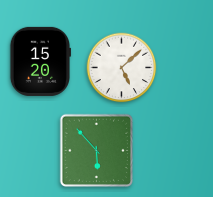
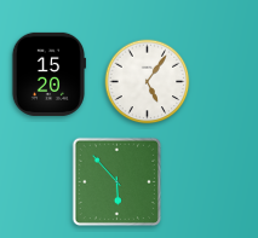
clock at (122, 68): 5:08 -> 5:06
